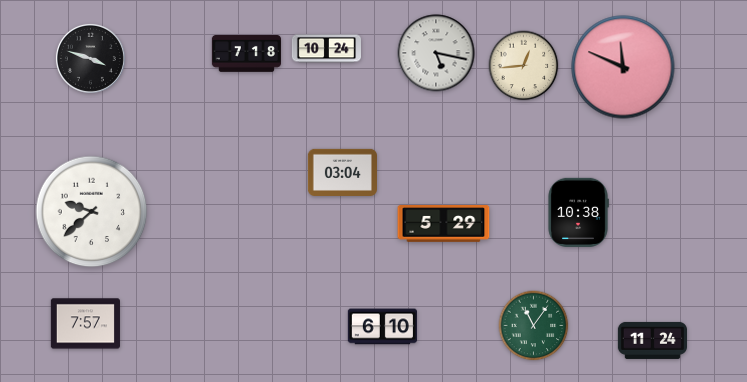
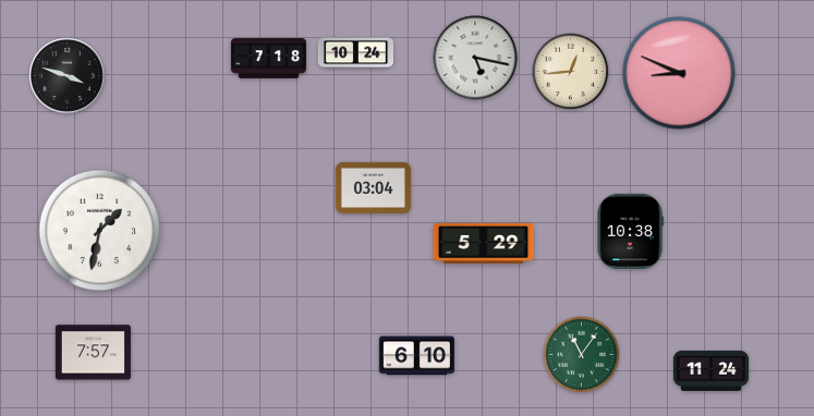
clock at (90, 58) position: (90, 58) -> (66, 75)
clock at (623, 67): 11:49 -> 8:49
clock at (92, 212): 9:38 -> 1:32
